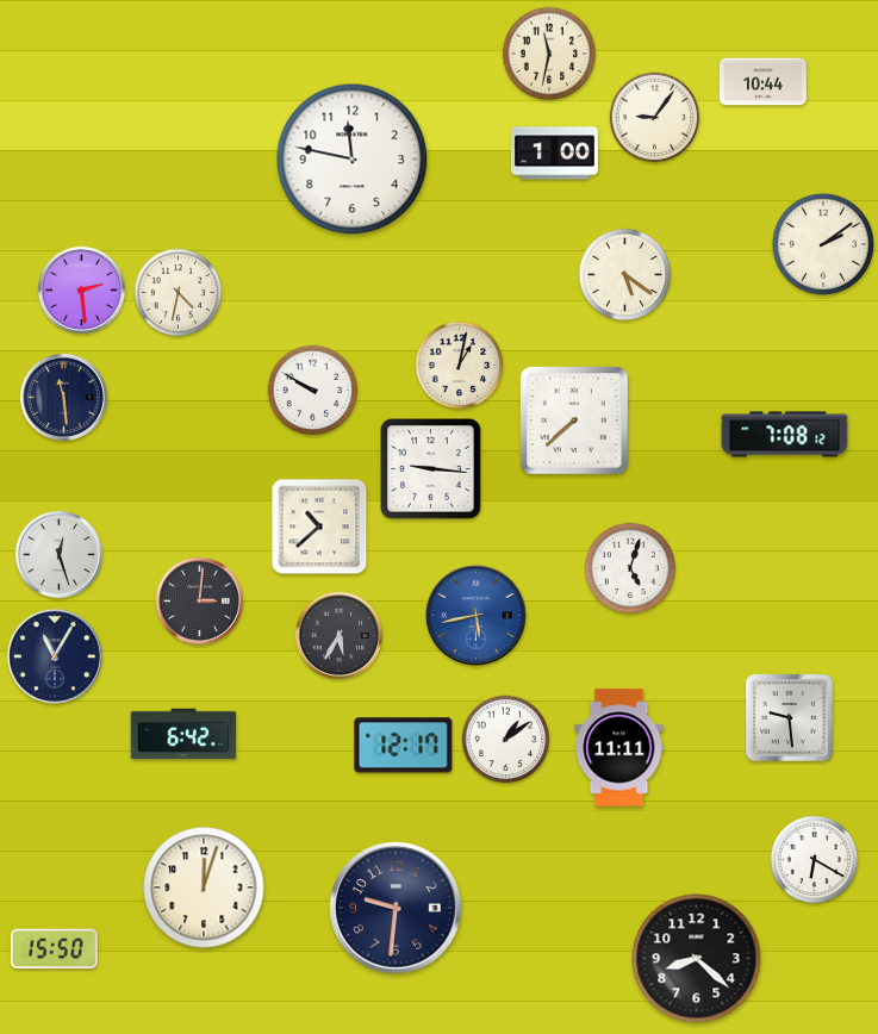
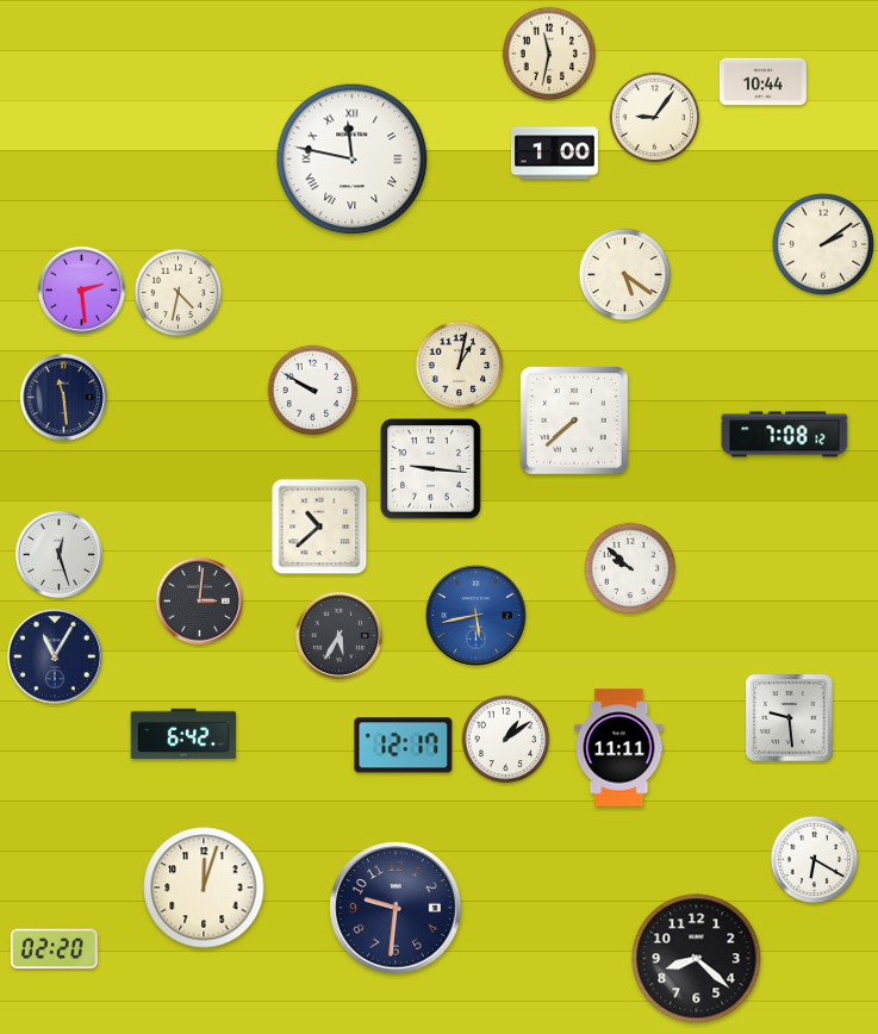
clock at (353, 160) numerals: Arabic -> Roman
clock at (630, 568): 5:03 -> 9:52
clock at (54, 949): 15:50 -> 02:20
